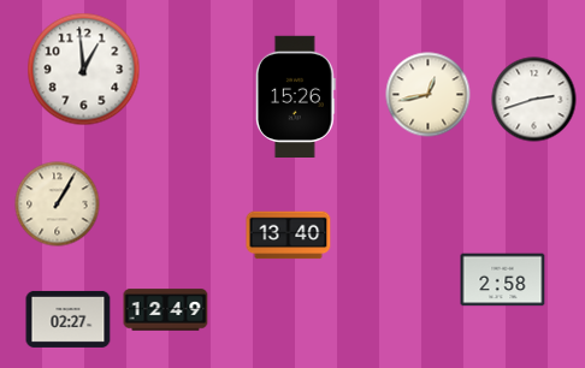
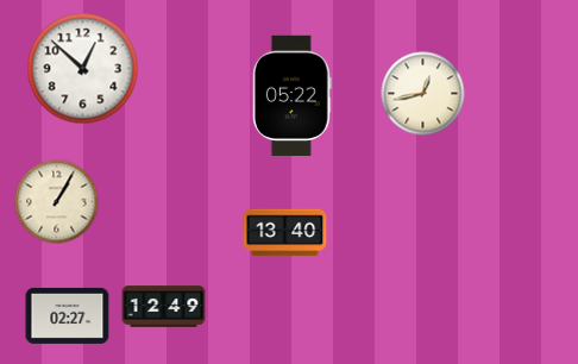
clock at (84, 70): 12:59 -> 12:52
clock at (295, 96): 15:26 -> 05:22
clock at (534, 100): 2:42 -> none
clock at (503, 280): 2:58 -> none
